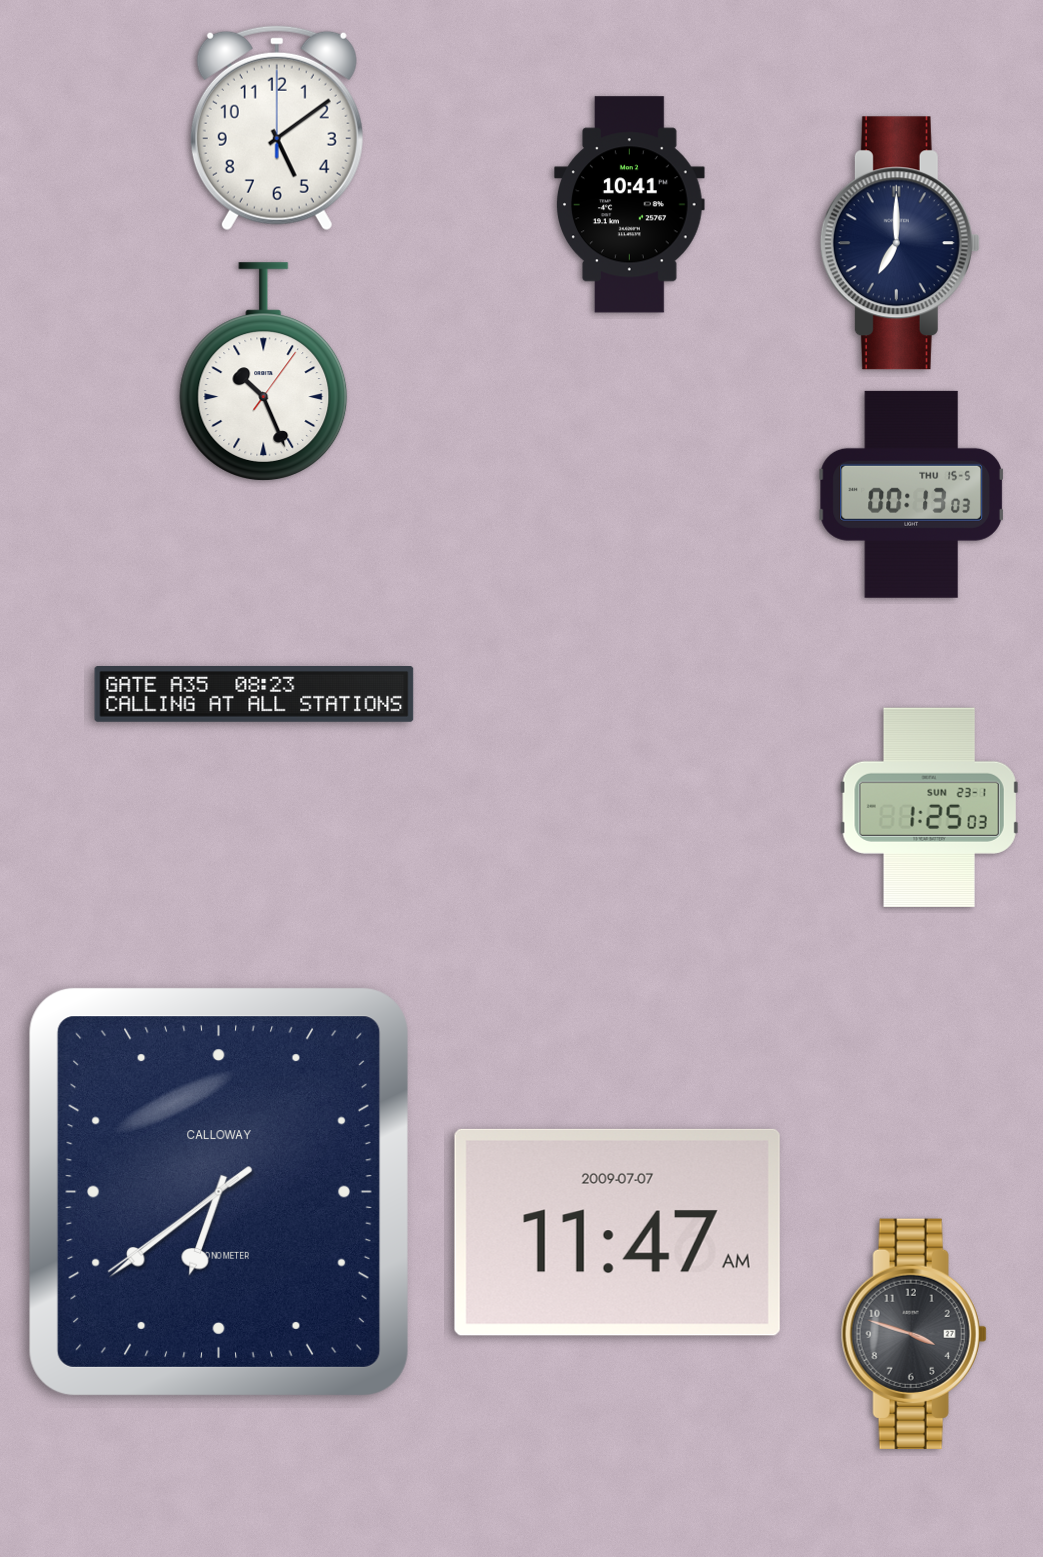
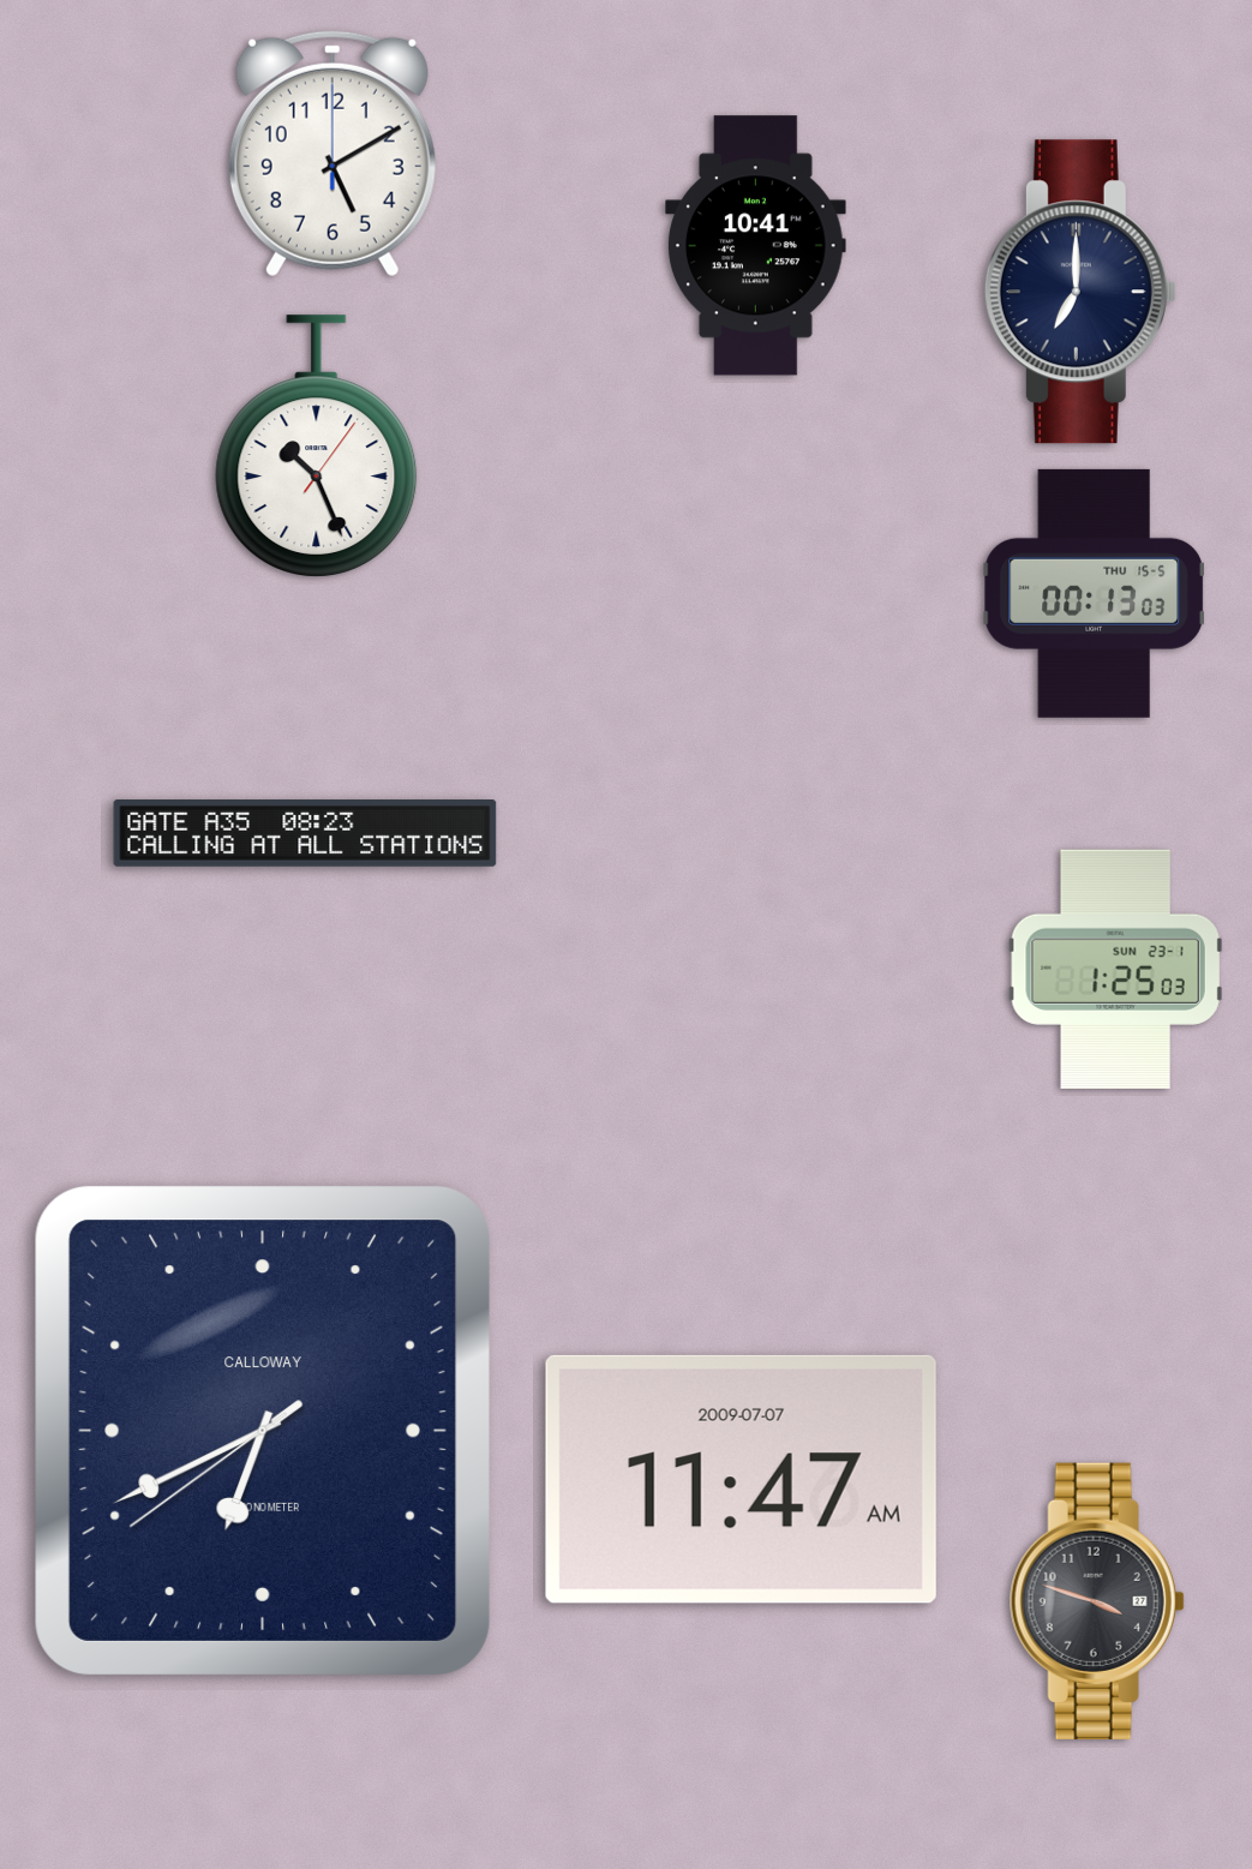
clock at (277, 128): 5:09 -> 5:10
clock at (219, 1192): 6:38 -> 6:40
